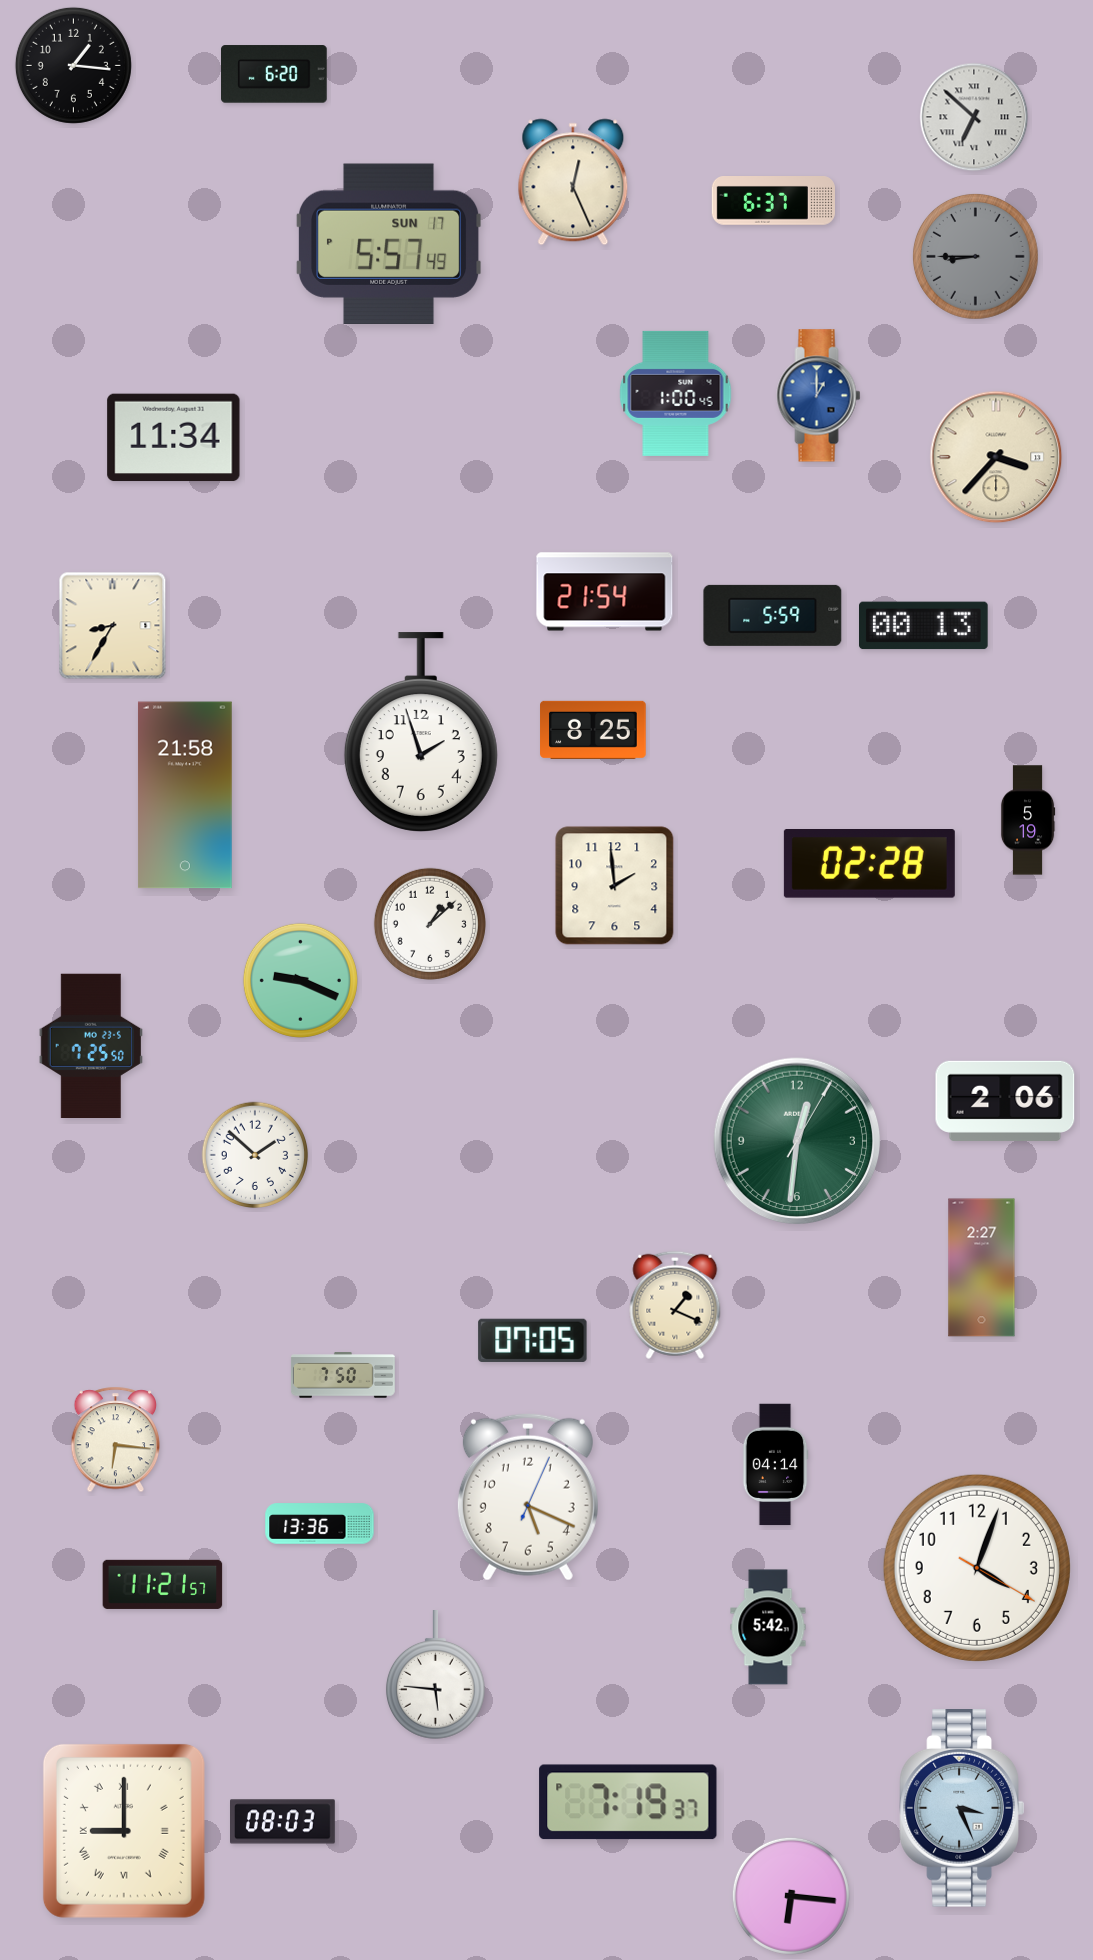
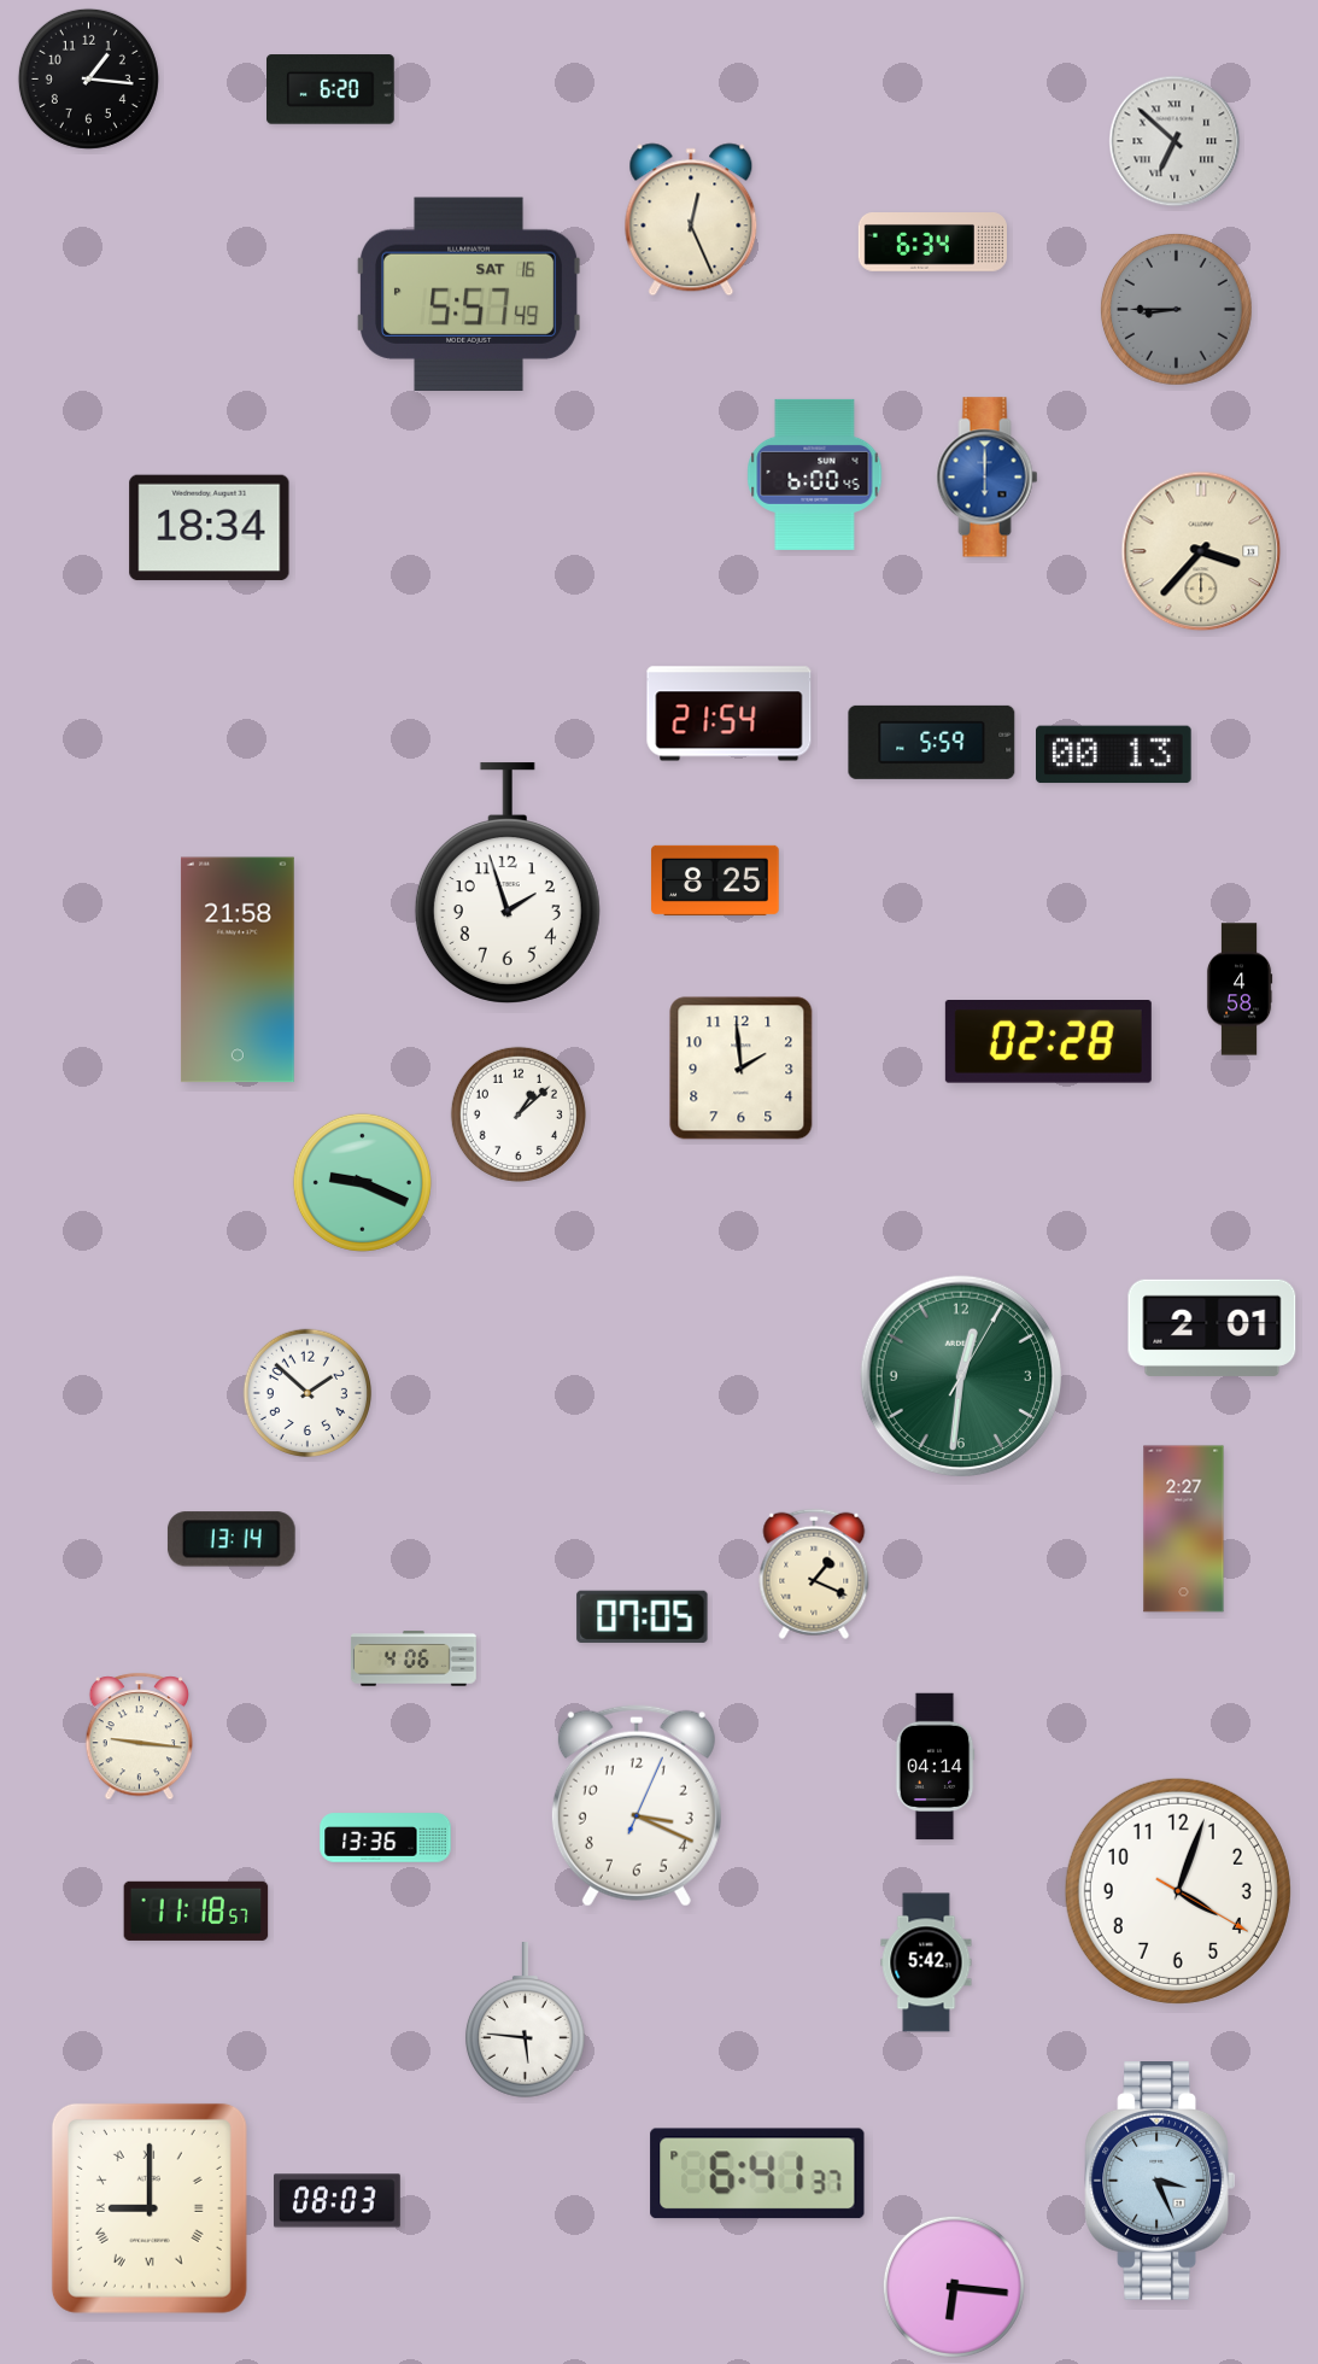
clock at (773, 201): 6:37 -> 6:34
clock at (390, 243) date: SUN 17 -> SAT 16
clock at (676, 393): 1:00 -> 6:00
clock at (819, 396): 1:00 -> 6:00
clock at (174, 438): 11:34 -> 18:34
clock at (113, 626): 8:35 -> none
clock at (185, 795) position: (185, 795) -> (238, 970)
clock at (1028, 820): 5:19 -> 4:58
clock at (90, 1045): 7:25 -> none
clock at (1005, 1101): 2:06 -> 2:01
clock at (232, 1539): none -> 13:14
clock at (343, 1375): 7:50 -> 4:06
clock at (116, 1440): 6:16 -> 9:16
clock at (528, 1497): 5:19 -> 3:19
clock at (163, 1584): 11:21 -> 11:18
clock at (628, 1802): 7:19 -> 6:41
clock at (283, 1822) position: (283, 1822) -> (338, 2201)
